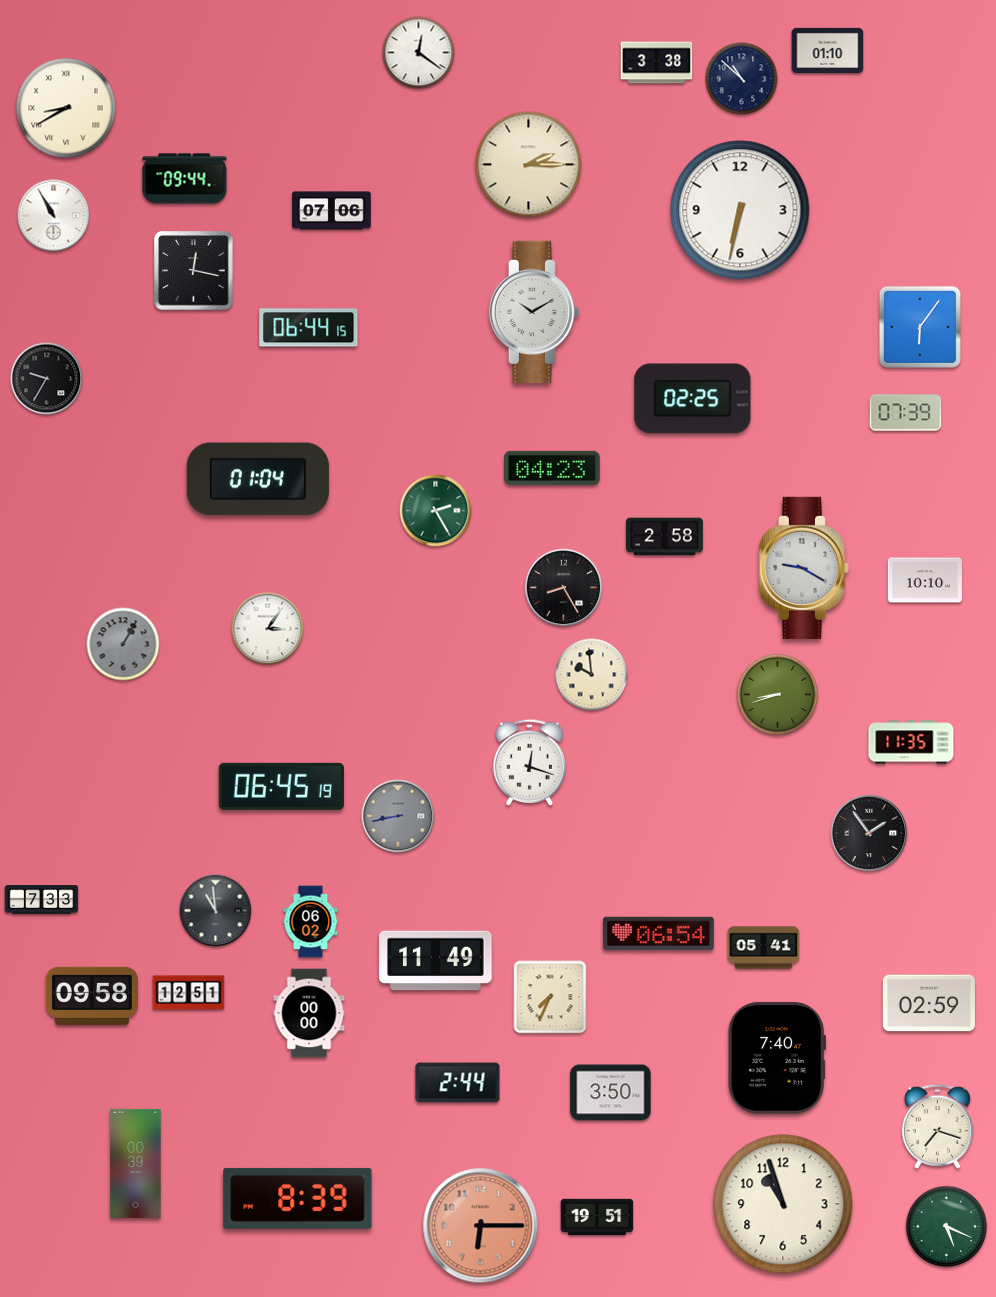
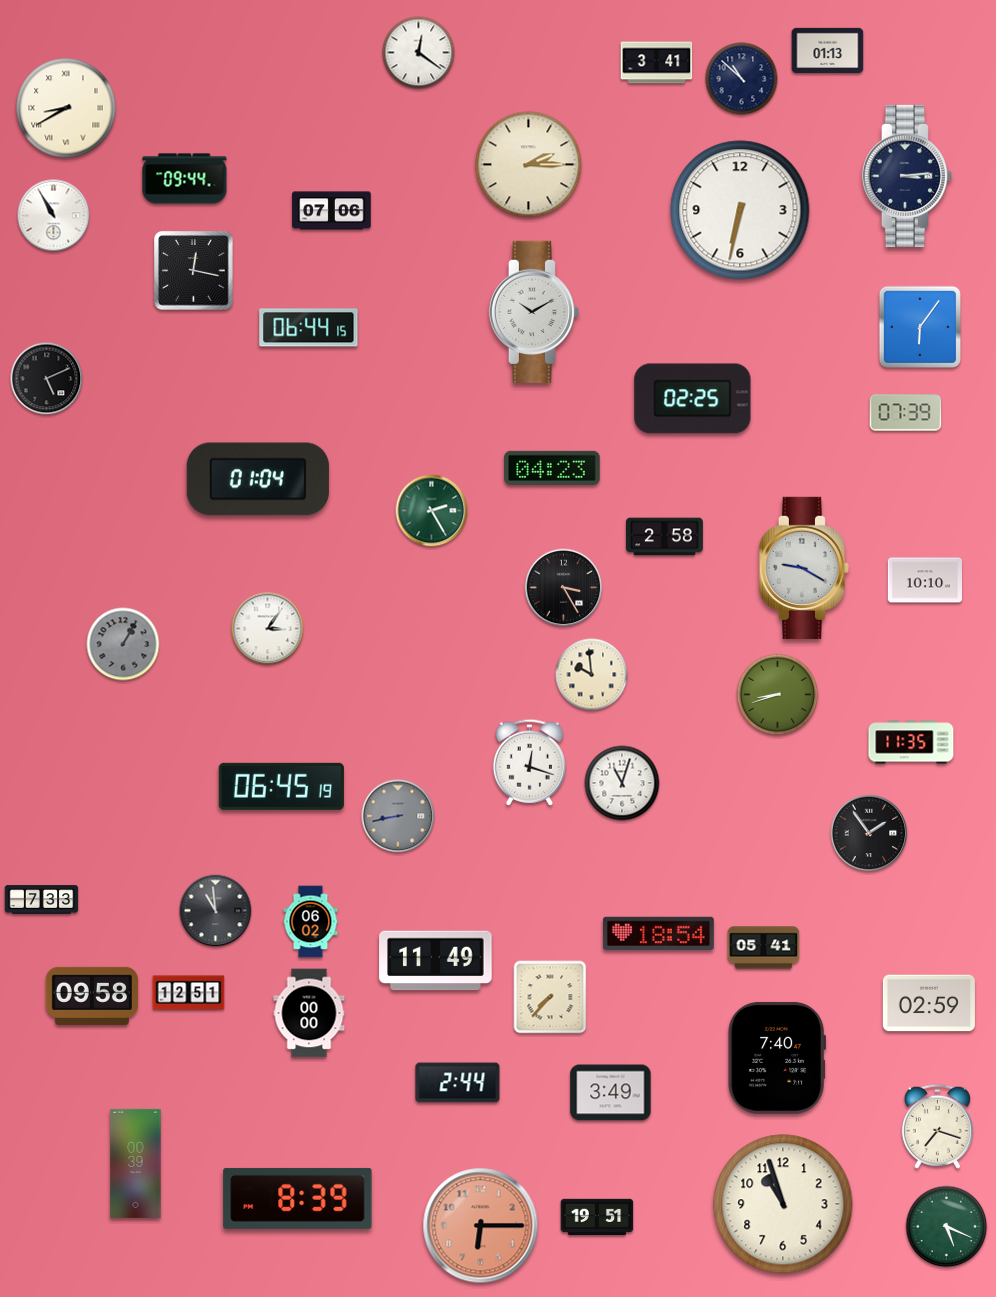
clock at (828, 50): 01:10 -> 01:13
clock at (657, 63): 3:38 -> 3:41
clock at (907, 176): none -> 3:14
clock at (47, 379): 9:35 -> 5:11
clock at (436, 511) position: (436, 511) -> (432, 511)
clock at (564, 588): 8:25 -> 3:25
clock at (622, 783): none -> 11:03
clock at (658, 933): 06:54 -> 18:54
clock at (550, 997): 7:34 -> 7:37
clock at (611, 1093): 3:50 -> 3:49
